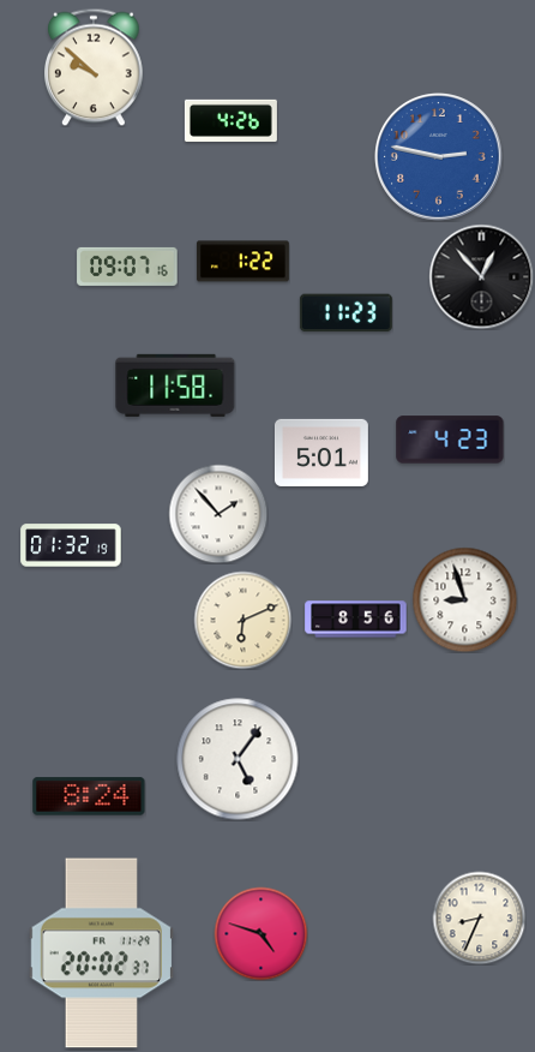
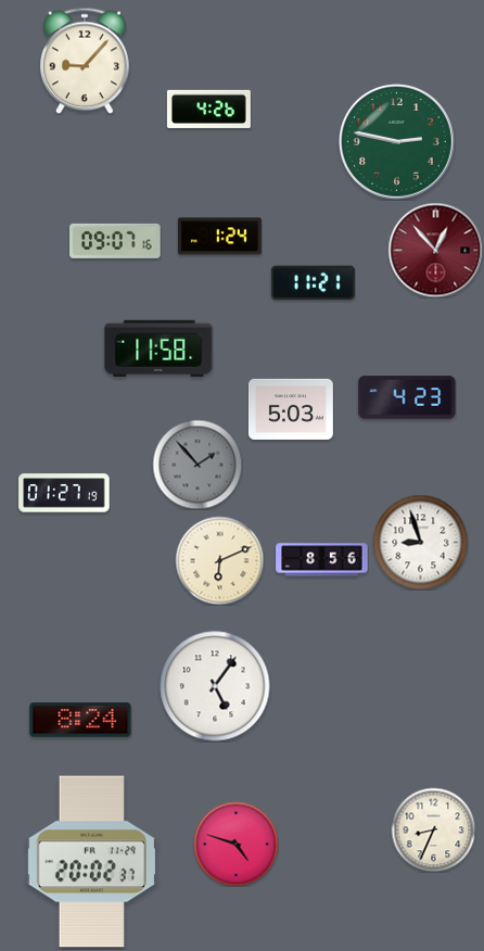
clock at (95, 67): 9:52 -> 9:07
clock at (439, 157) dial: blue -> green
clock at (242, 262): 1:22 -> 1:24
clock at (481, 276) dial: black -> burgundy
clock at (345, 313): 11:23 -> 11:21
clock at (321, 453): 5:01 -> 5:03
clock at (218, 514) dial: white -> grey
clock at (71, 545): 01:32 -> 01:27
